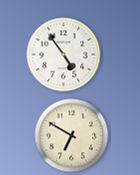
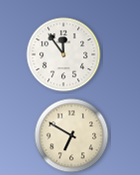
clock at (64, 55): 4:54 -> 11:54
